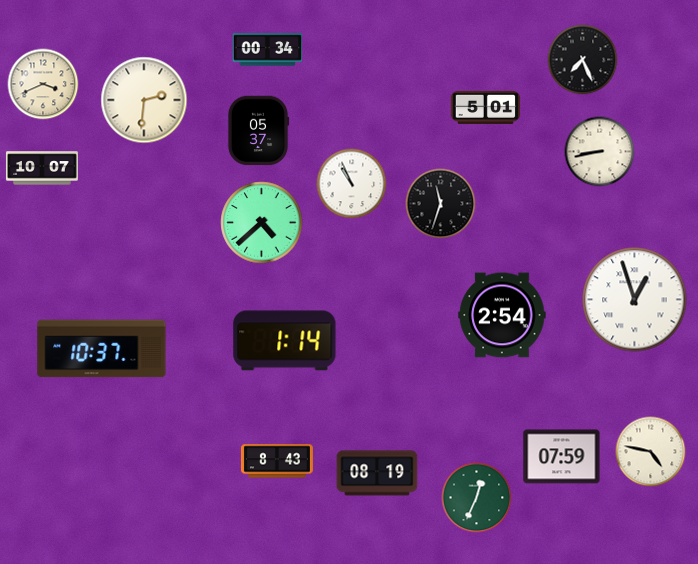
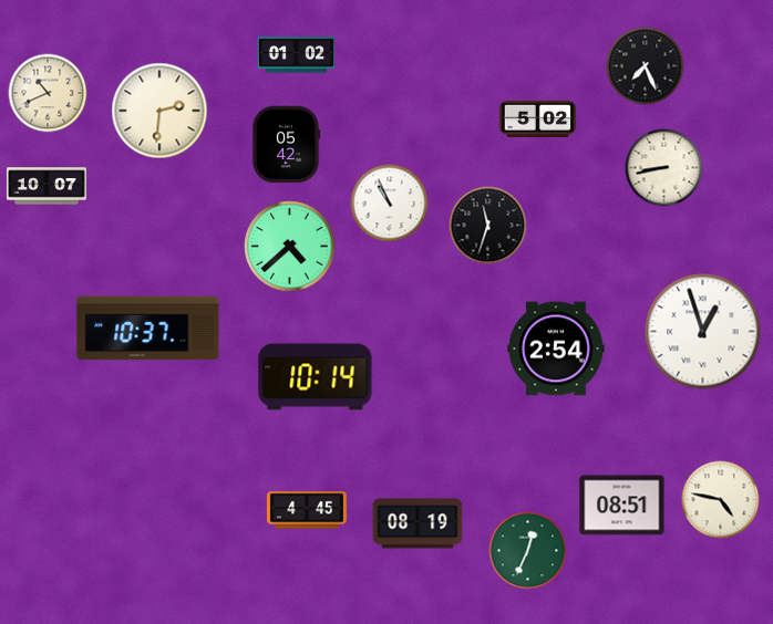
clock at (268, 50): 00:34 -> 01:02
clock at (43, 84): 3:41 -> 10:41
clock at (486, 107): 5:01 -> 5:02
clock at (258, 131): 05:37 -> 05:42
clock at (285, 341): 1:14 -> 10:14
clock at (102, 349) position: (102, 349) -> (148, 329)
clock at (562, 457): 07:59 -> 08:51
clock at (277, 461): 8:43 -> 4:45
